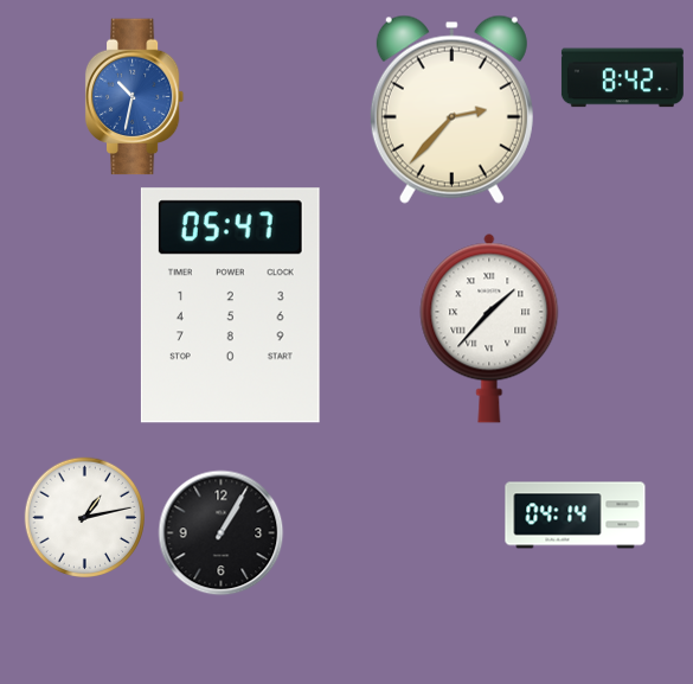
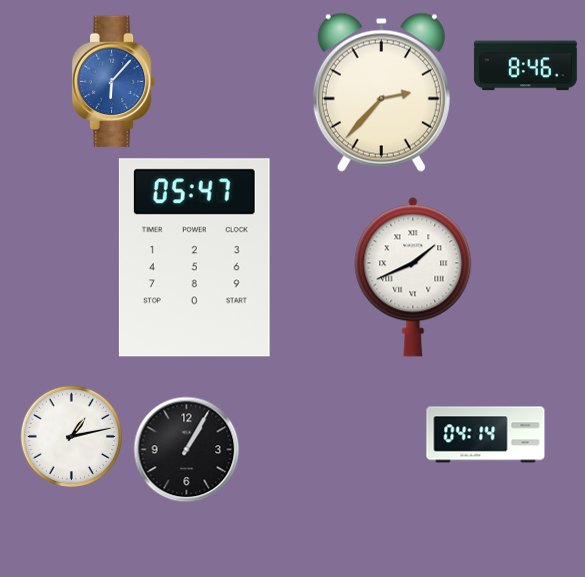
clock at (622, 78): 8:42 -> 8:46
clock at (135, 97): 10:32 -> 6:07
clock at (489, 328): 1:37 -> 1:41
